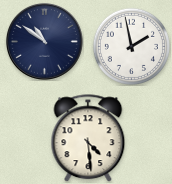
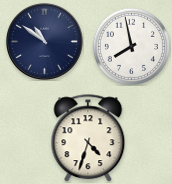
clock at (131, 46): 1:58 -> 7:58
clock at (88, 138): 4:29 -> 4:33
